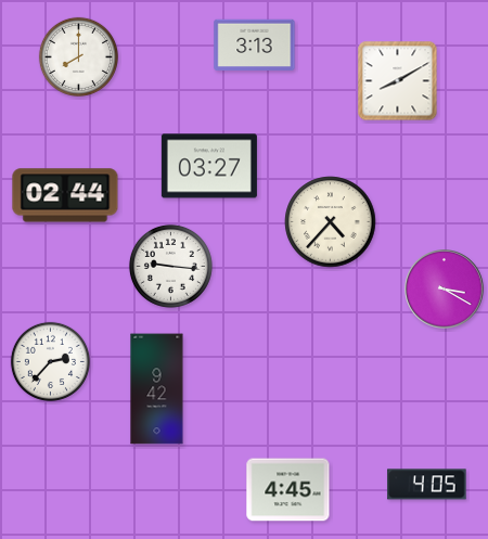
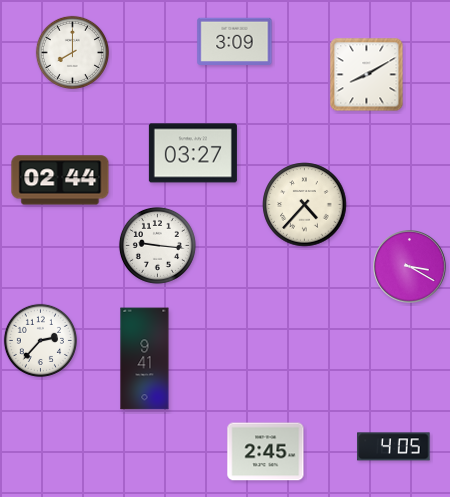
clock at (255, 46): 3:13 -> 3:09
clock at (50, 361) position: (50, 361) -> (40, 340)
clock at (157, 389): 9:42 -> 9:41
clock at (288, 490): 4:45 -> 2:45
